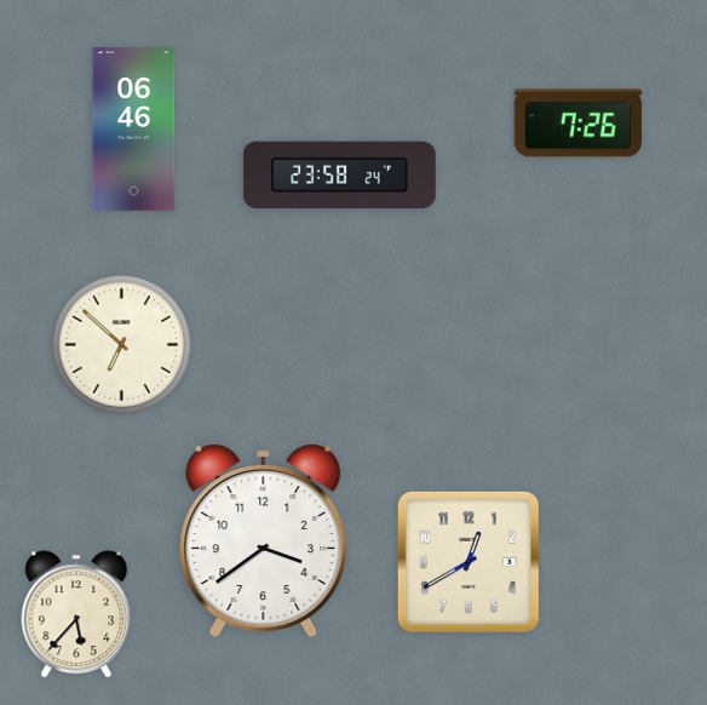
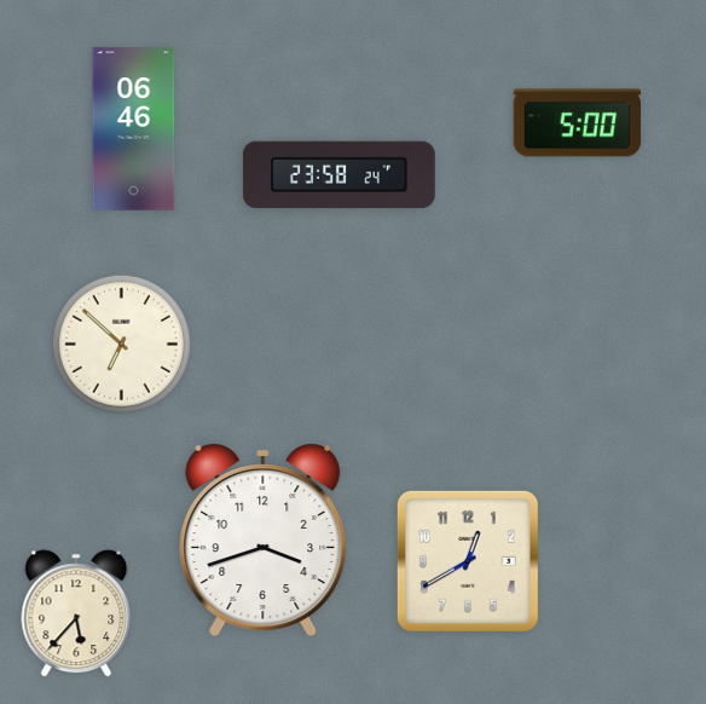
clock at (577, 124): 7:26 -> 5:00
clock at (264, 540): 3:39 -> 3:42
